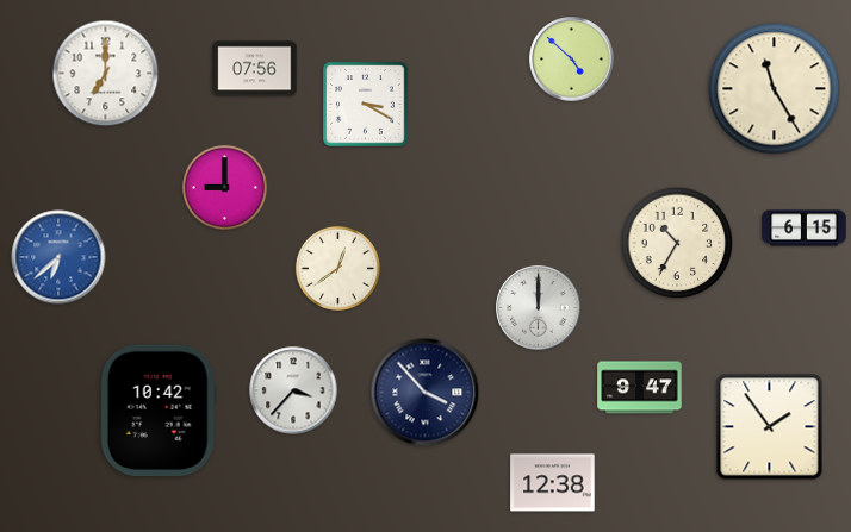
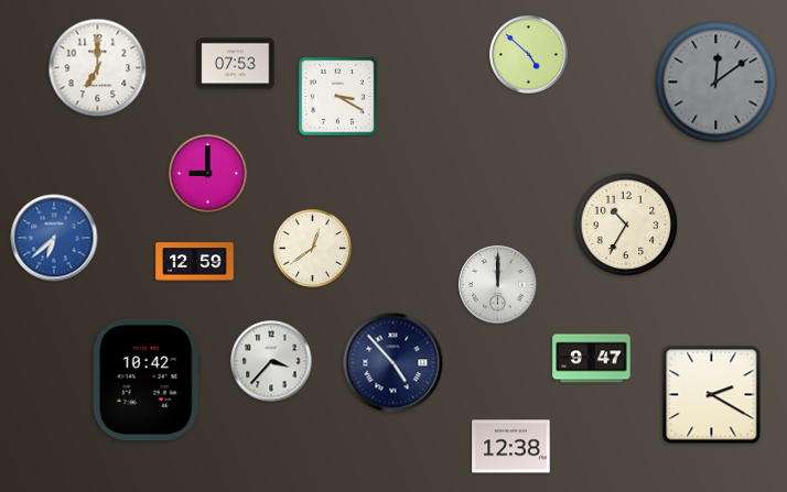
clock at (255, 69): 07:56 -> 07:53
clock at (775, 89): 11:25 -> 12:09
clock at (775, 89) dial: cream -> grey
clock at (805, 229): 6:15 -> none
clock at (195, 262): none -> 12:59
clock at (425, 393): 3:53 -> 4:53
clock at (770, 427): 1:54 -> 2:20
